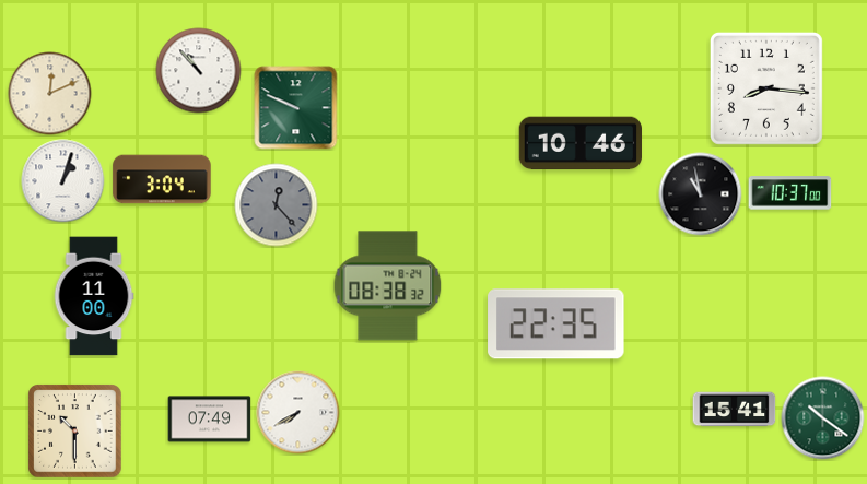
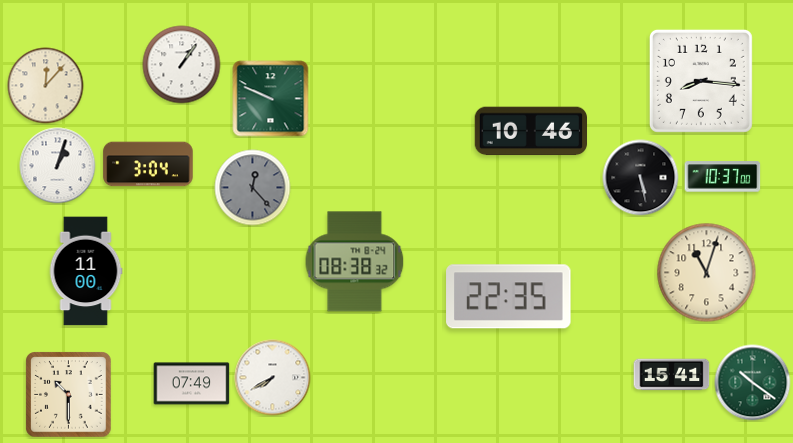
clock at (199, 71): 10:53 -> 1:06
clock at (50, 94): 12:11 -> 12:07
clock at (701, 194): 10:58 -> 5:28
clock at (707, 273): none -> 11:03
